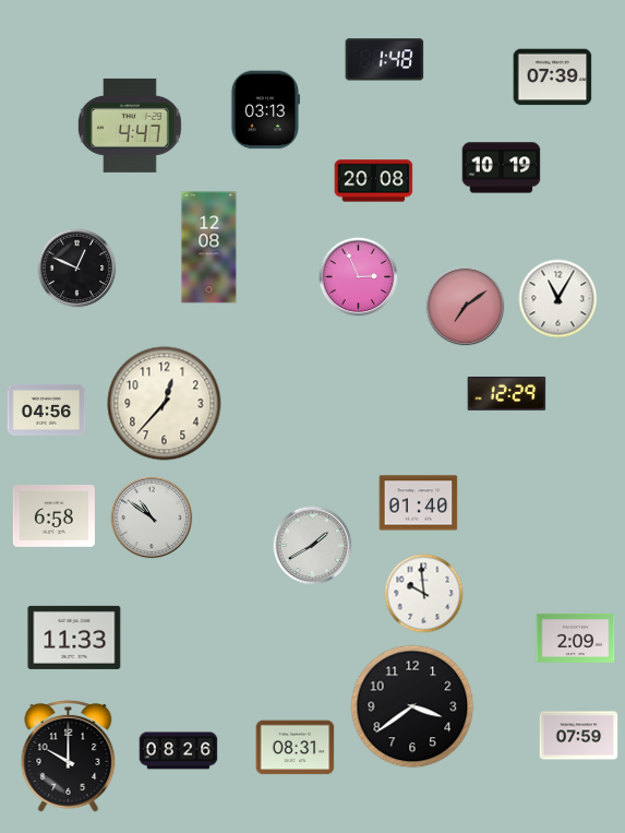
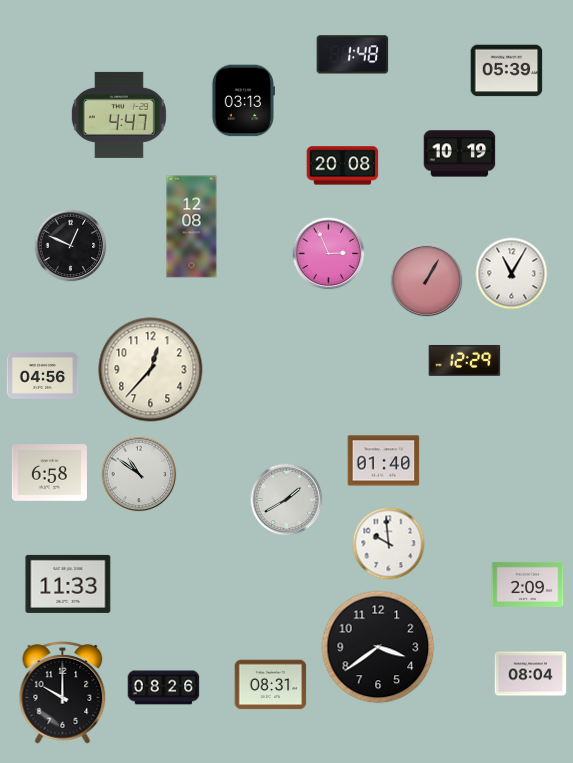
clock at (553, 78): 07:39 -> 05:39
clock at (466, 307): 7:09 -> 1:05
clock at (579, 736): 07:59 -> 08:04
